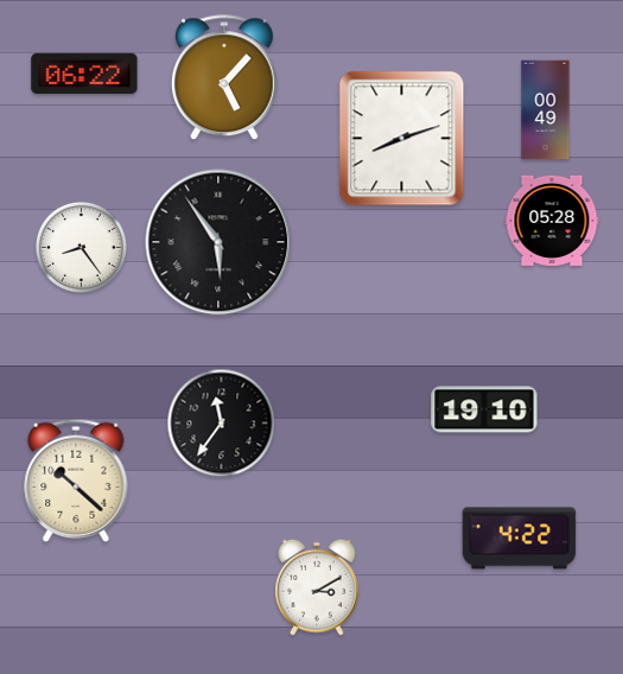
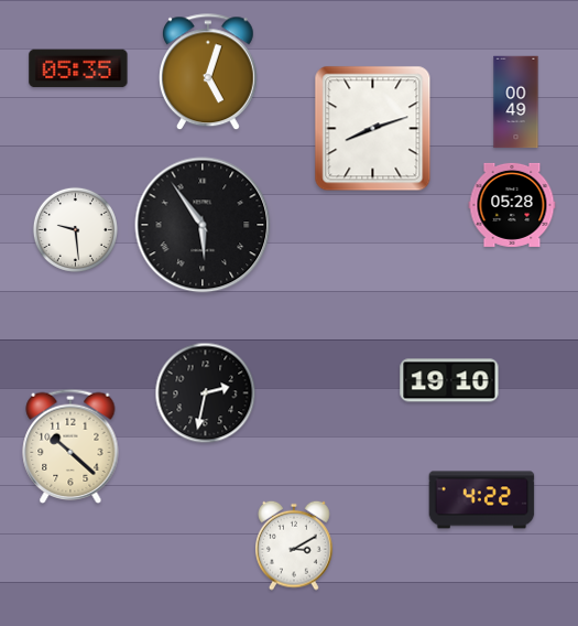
clock at (84, 74): 06:22 -> 05:35
clock at (224, 78): 5:07 -> 5:03
clock at (546, 110) position: (546, 110) -> (516, 102)
clock at (81, 247): 8:24 -> 9:29
clock at (222, 424): 11:36 -> 2:32
